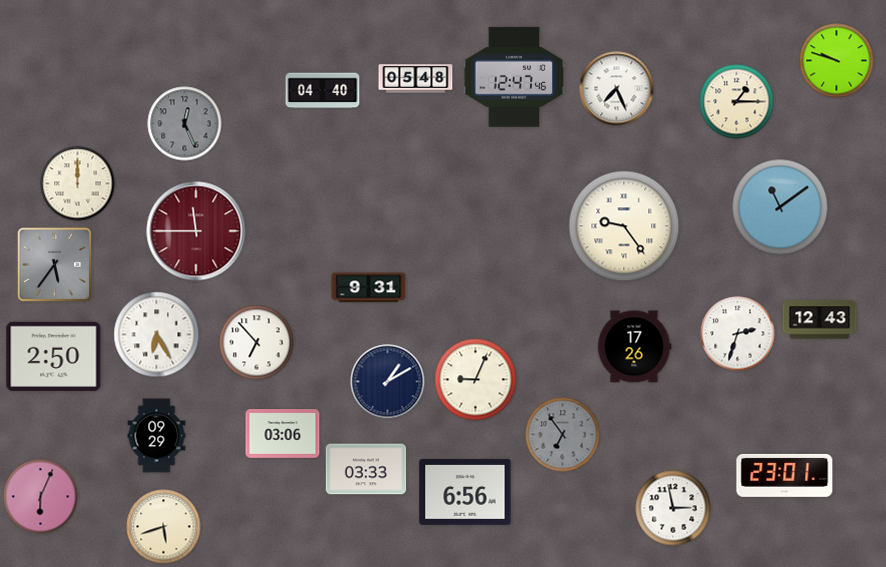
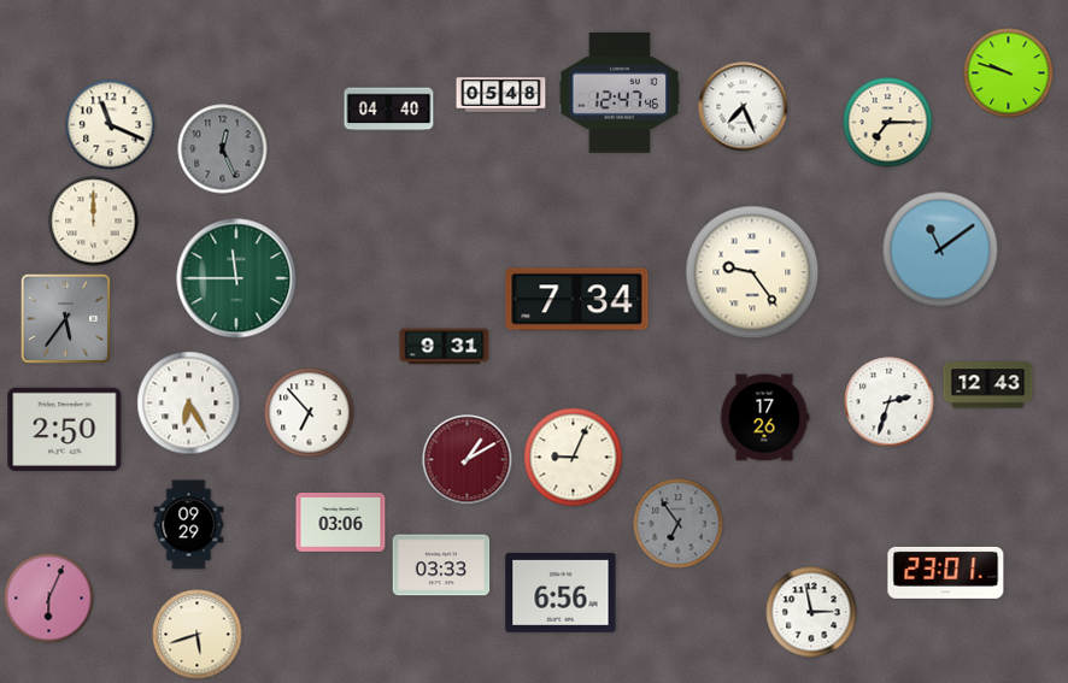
clock at (737, 102): 1:15 -> 7:15
clock at (111, 125): none -> 11:19
clock at (196, 231) dial: burgundy -> green
clock at (577, 300): none -> 7:34
clock at (388, 382) dial: navy -> burgundy
